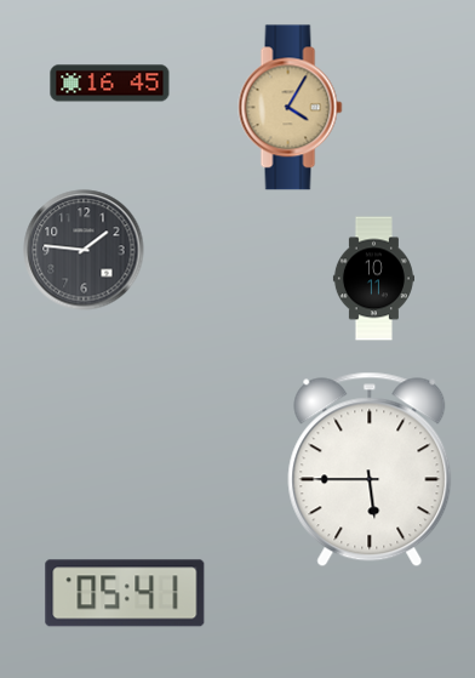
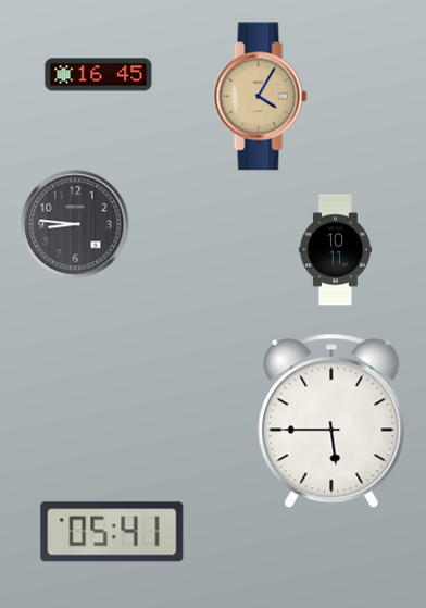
clock at (84, 250): 1:46 -> 8:46
